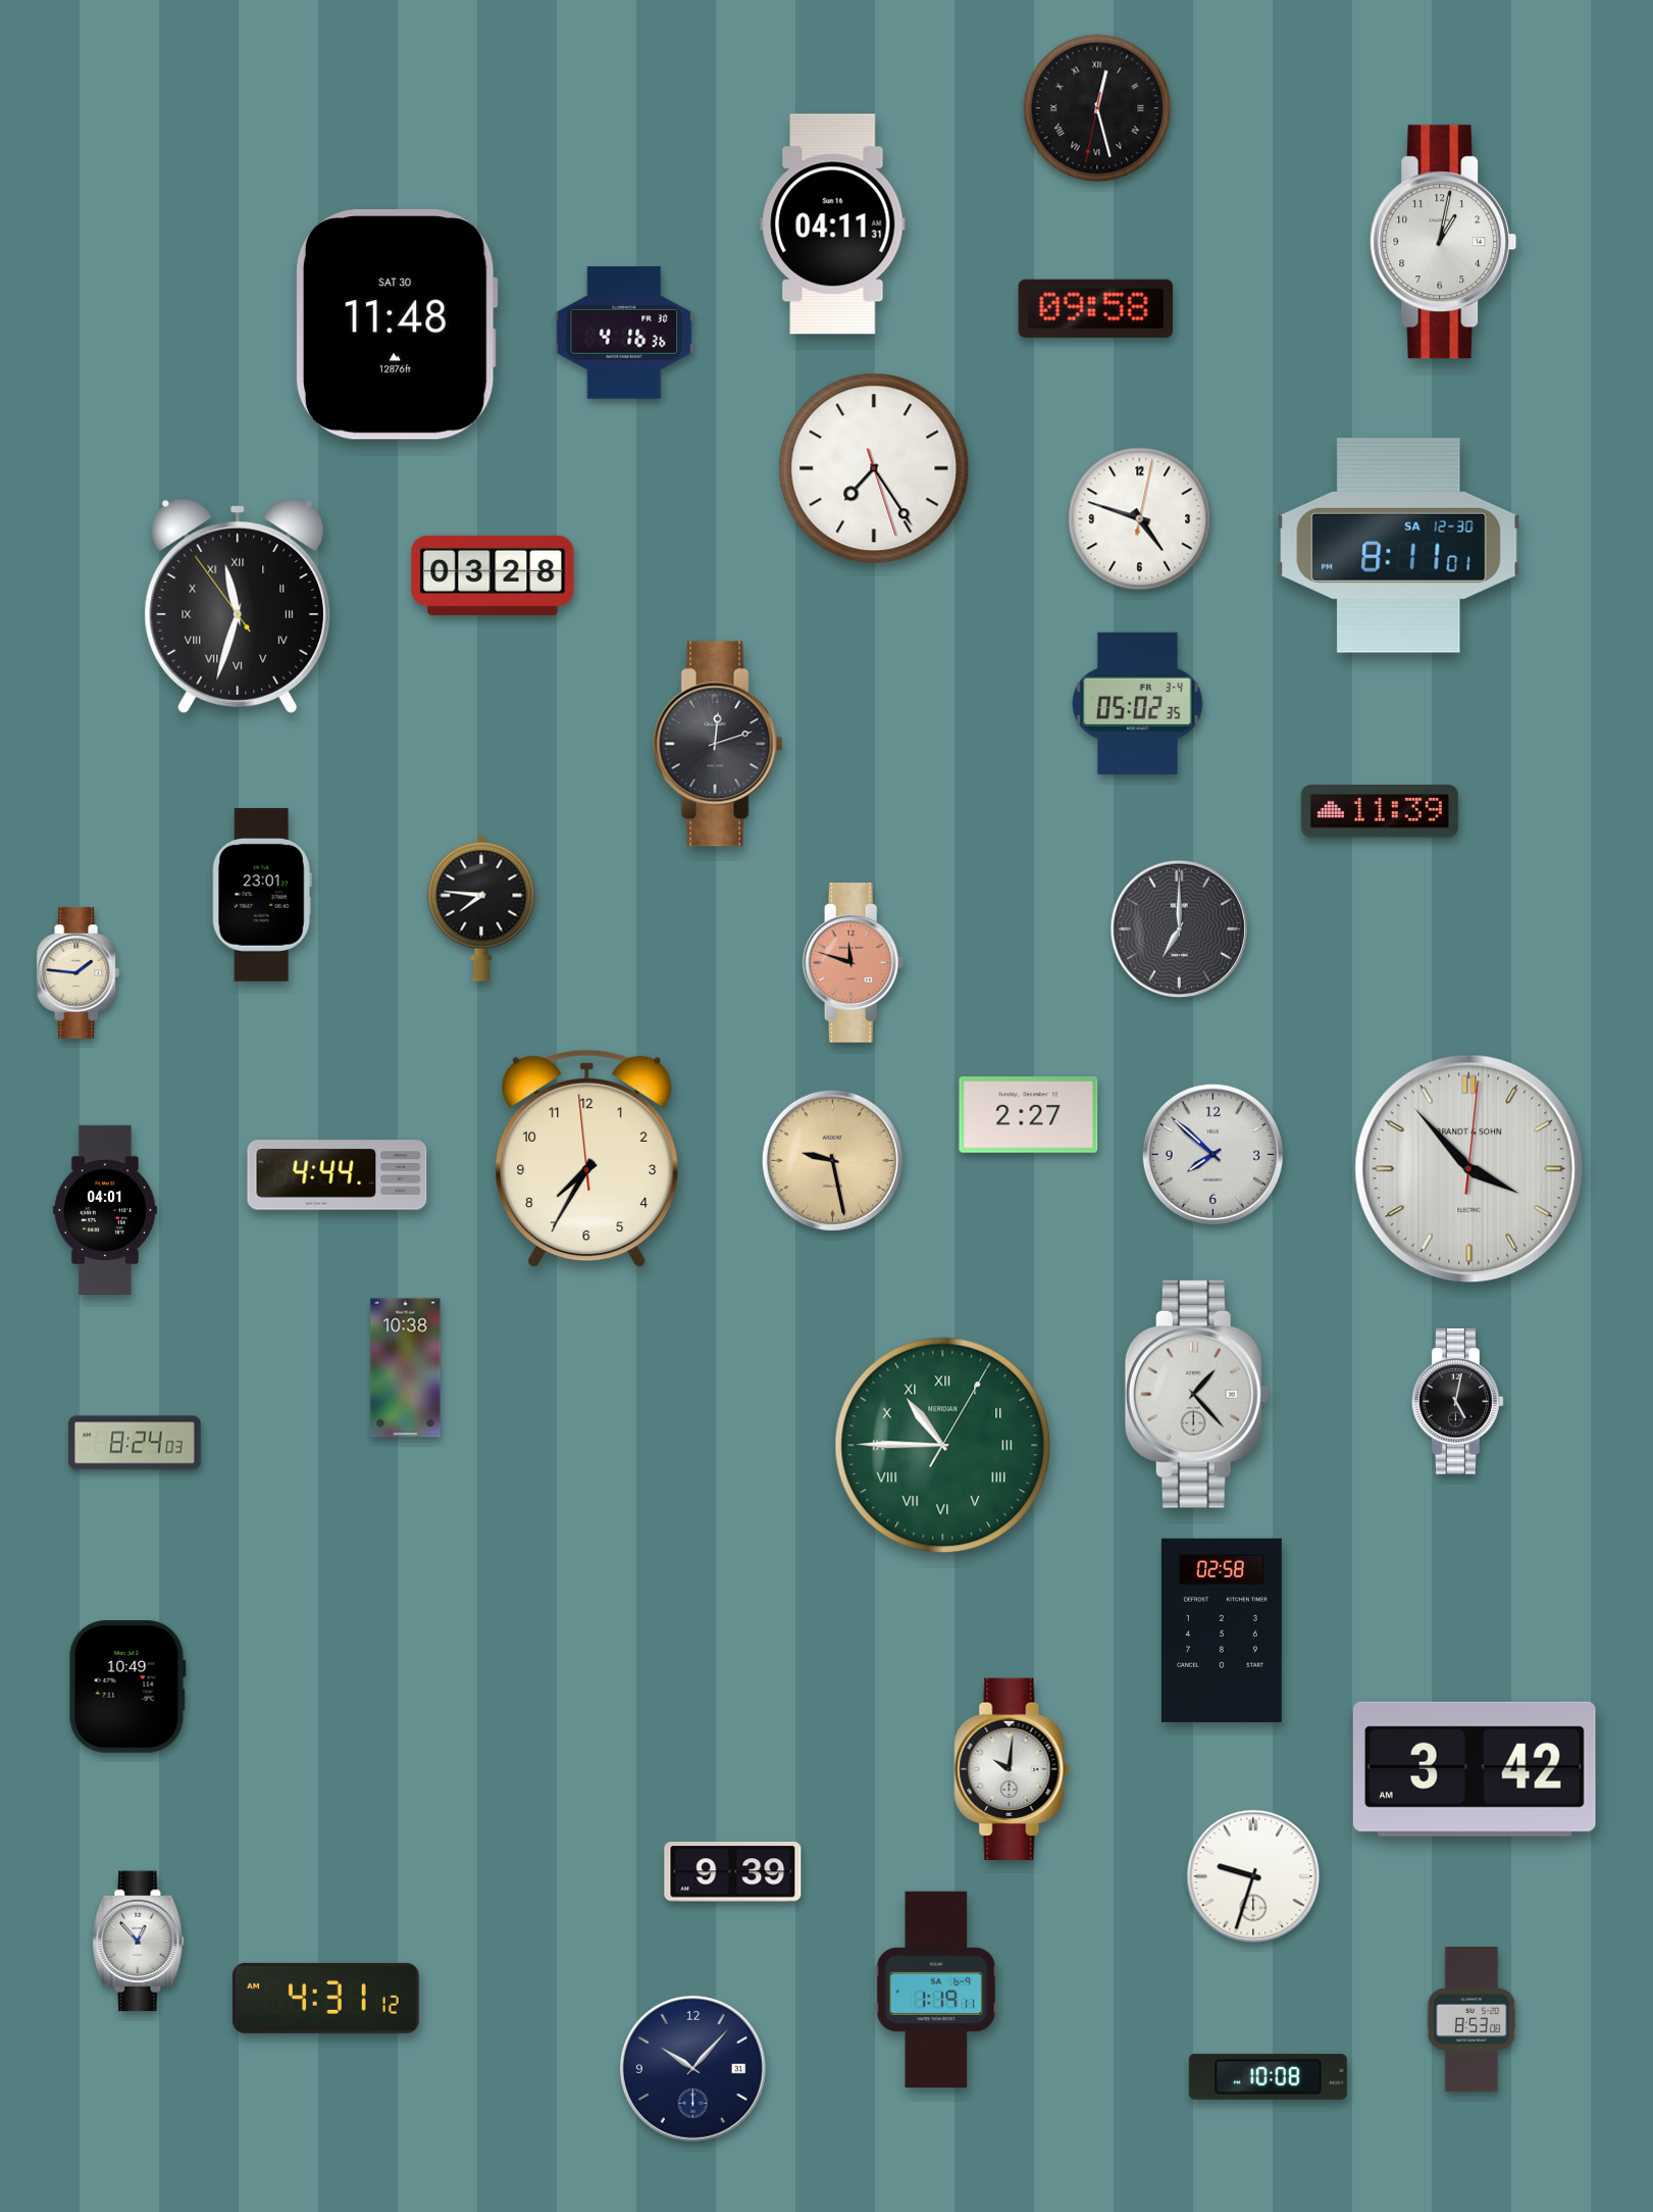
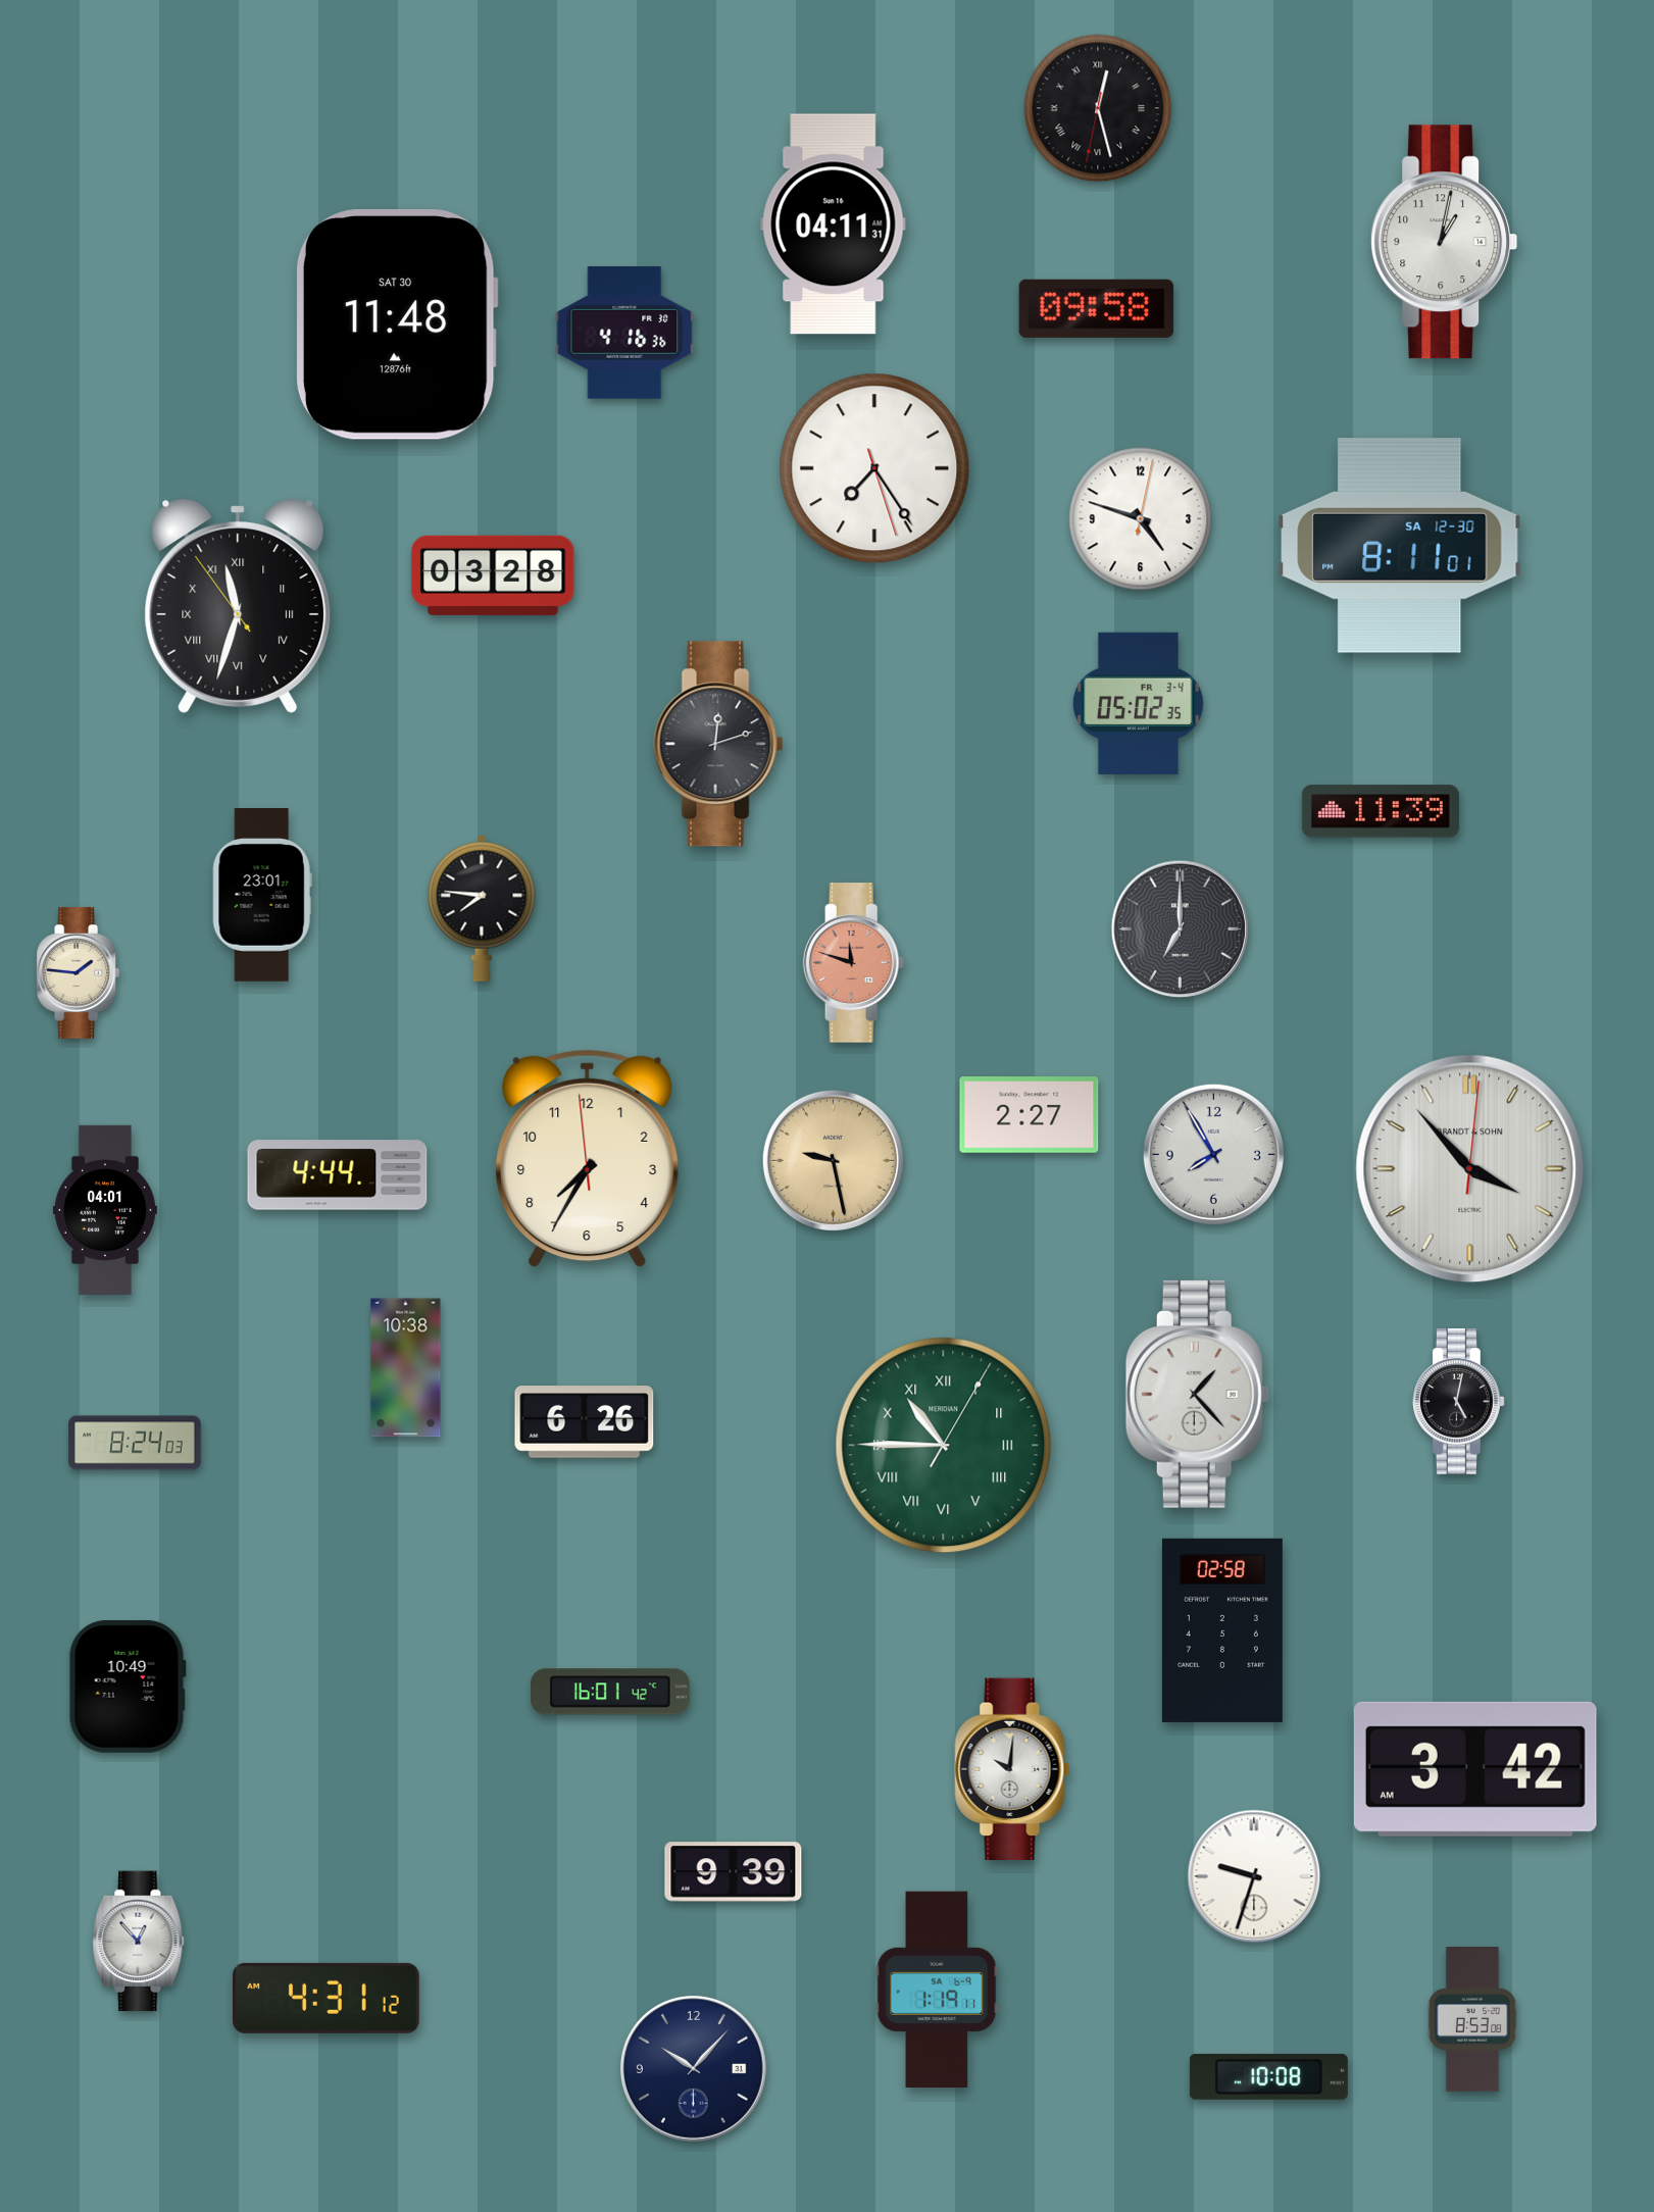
clock at (1212, 1154): 7:52 -> 7:55
clock at (585, 1422): none -> 6:26
clock at (610, 1692): none -> 16:01
